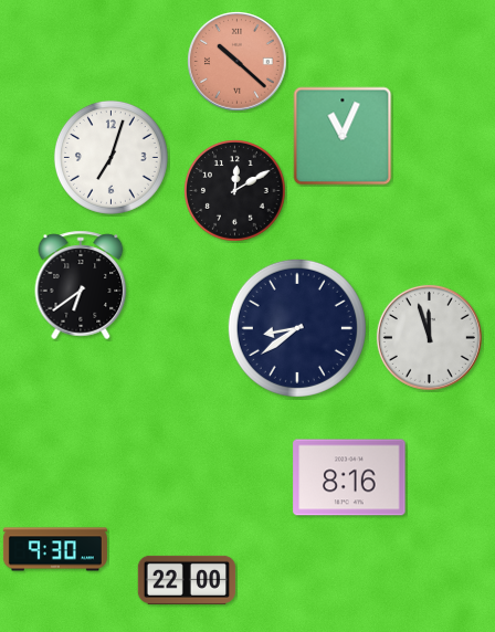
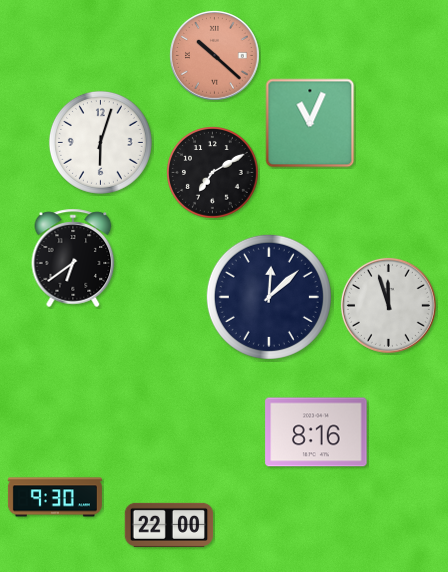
clock at (110, 157): 7:03 -> 6:03
clock at (235, 191): 12:10 -> 7:10
clock at (297, 328): 8:39 -> 12:08
clock at (55, 549) position: (55, 549) -> (55, 497)
